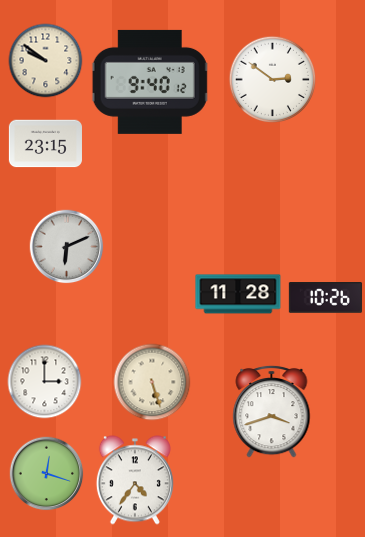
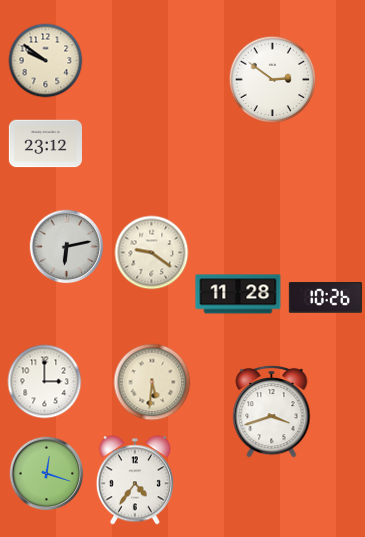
clock at (150, 82): 9:40 -> none
clock at (45, 144): 23:15 -> 23:12
clock at (67, 247): 6:11 -> 6:13
clock at (152, 253): none -> 9:21
clock at (152, 382): 5:27 -> 5:31
